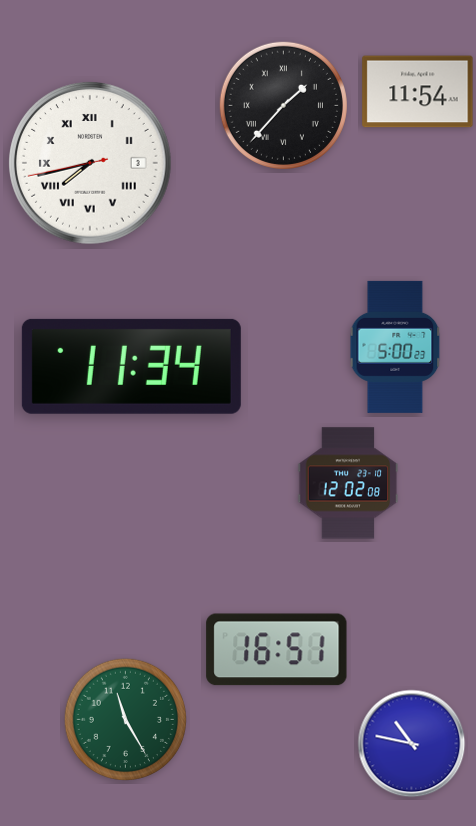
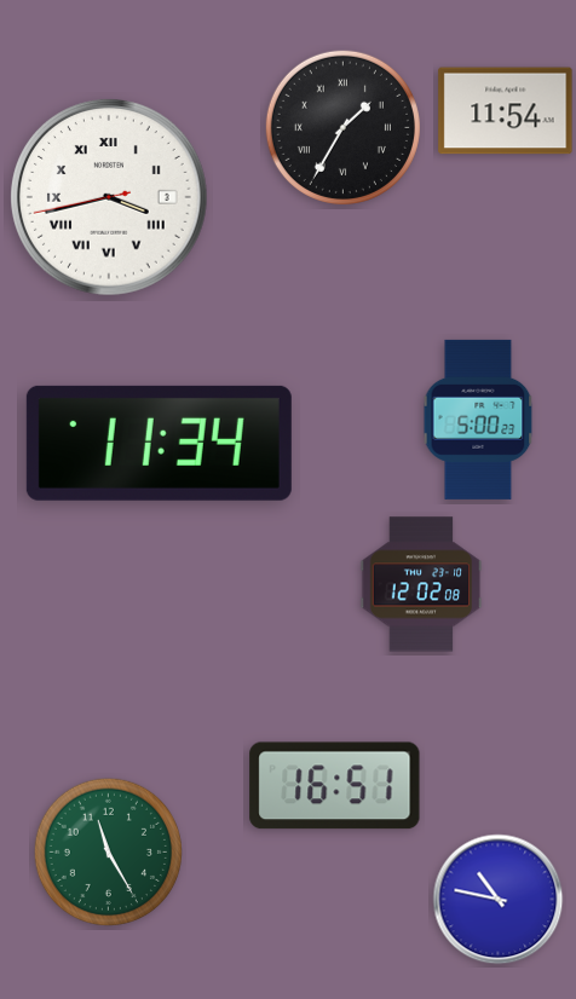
clock at (283, 105): 1:37 -> 1:35
clock at (91, 164): 7:42 -> 3:42
clock at (125, 719) position: (125, 719) -> (108, 851)
